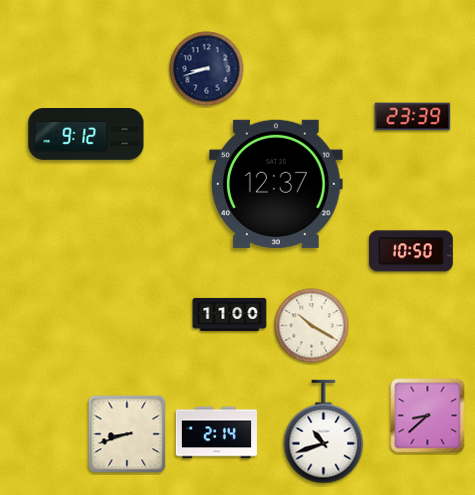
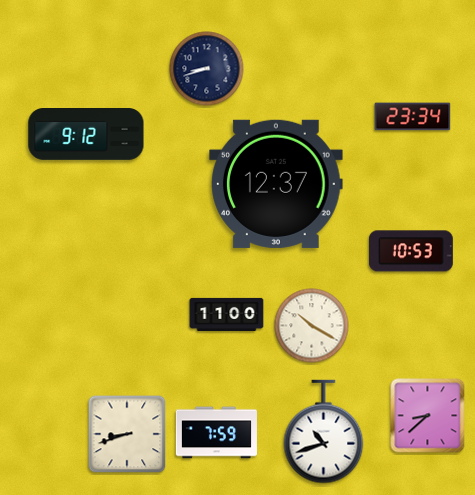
clock at (413, 117): 23:39 -> 23:34
clock at (411, 251): 10:50 -> 10:53
clock at (230, 314) position: (230, 314) -> (227, 314)
clock at (216, 433): 2:14 -> 7:59
